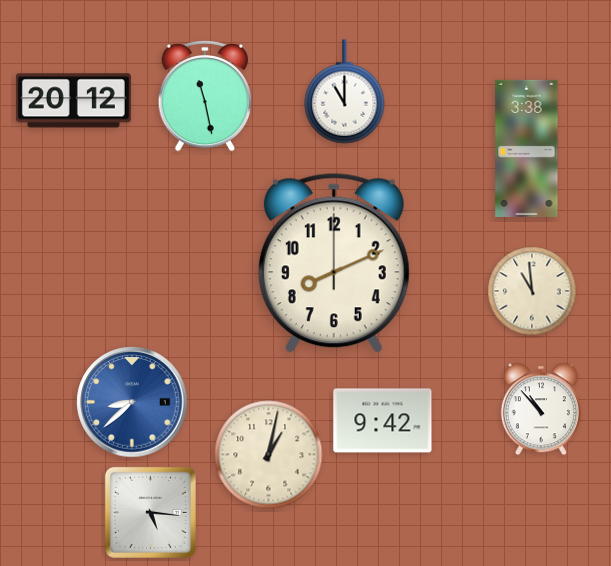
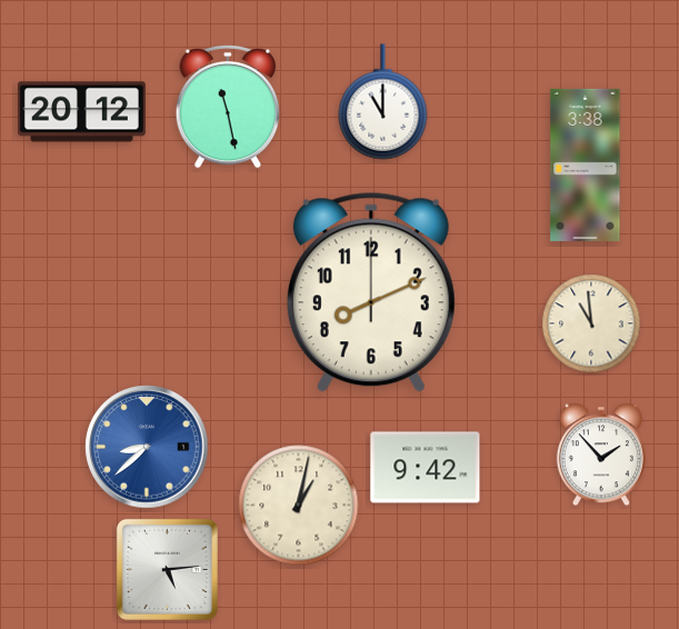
clock at (541, 409): 10:53 -> 1:53
clock at (150, 512): 5:16 -> 5:14
